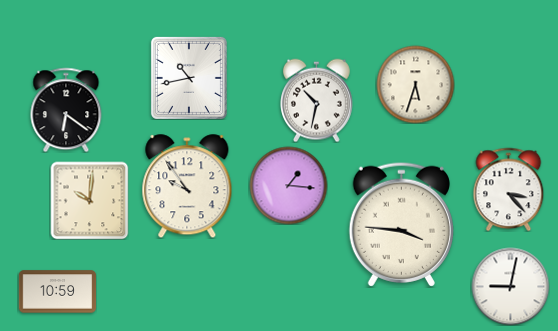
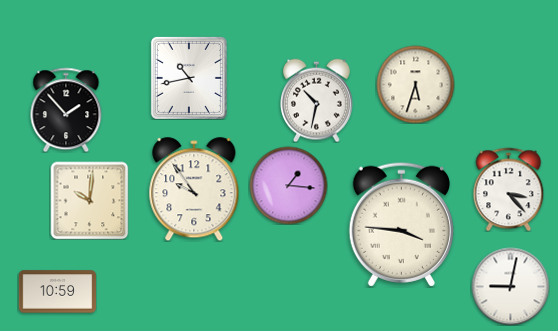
clock at (66, 110): 6:21 -> 1:53
clock at (187, 186) position: (187, 186) -> (194, 189)
